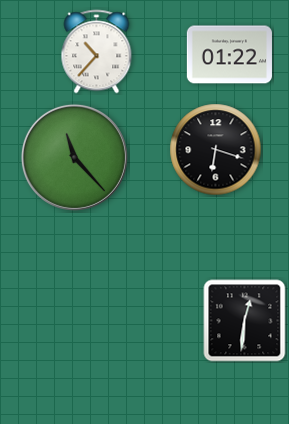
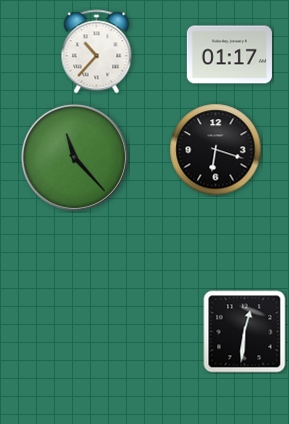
clock at (229, 55): 01:22 -> 01:17
clock at (245, 321) position: (245, 321) -> (245, 332)
